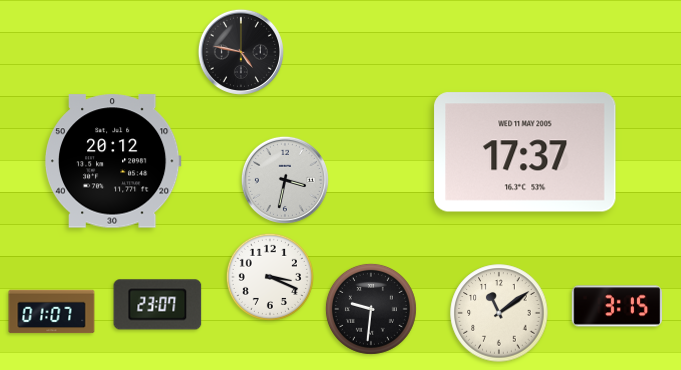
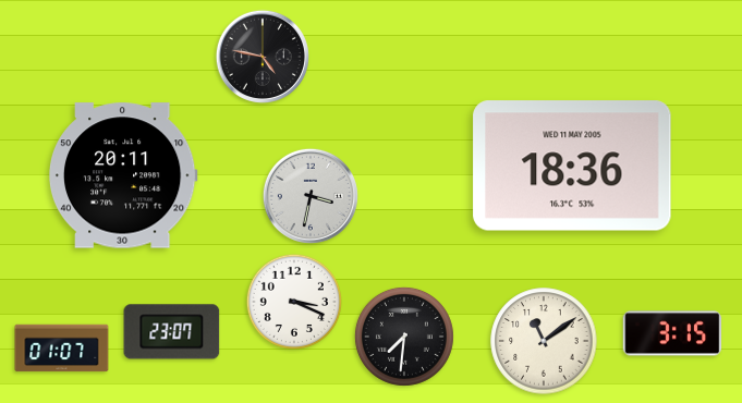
clock at (525, 152): 17:37 -> 18:36
clock at (113, 161): 20:12 -> 20:11
clock at (371, 309): 9:31 -> 7:31
clock at (52, 312) position: (52, 312) -> (62, 349)
